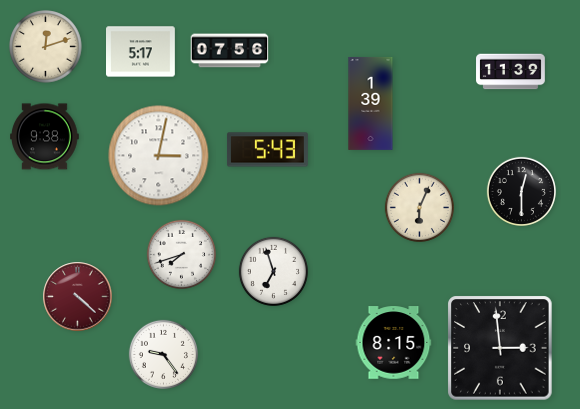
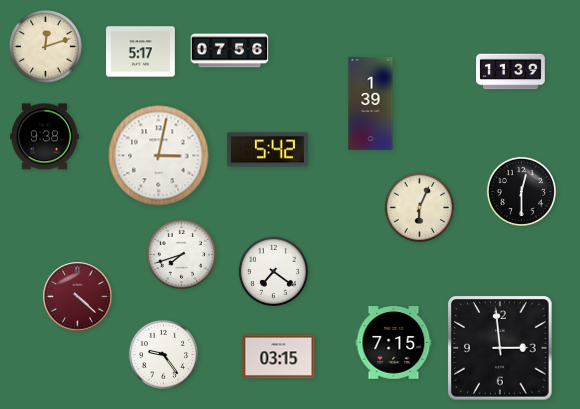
clock at (267, 150): 5:43 -> 5:42
clock at (273, 271): 6:57 -> 7:21
clock at (394, 343): 8:15 -> 7:15
clock at (279, 357): none -> 03:15
